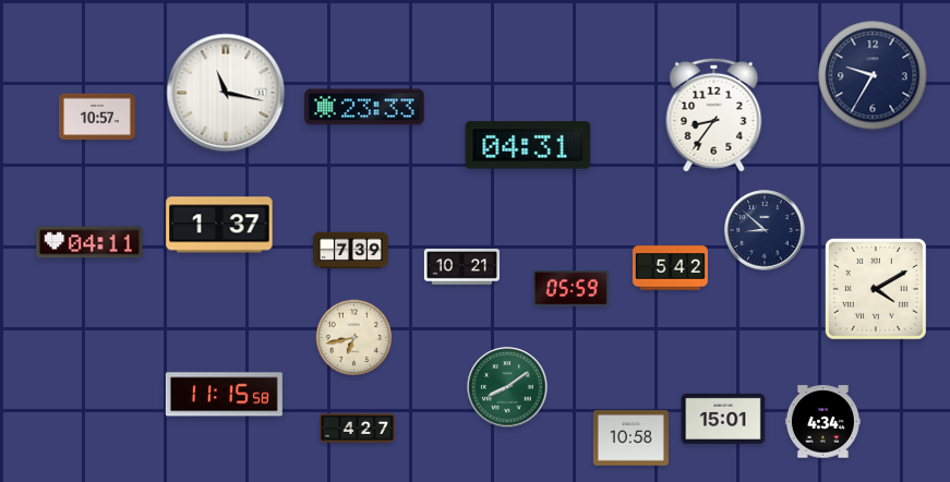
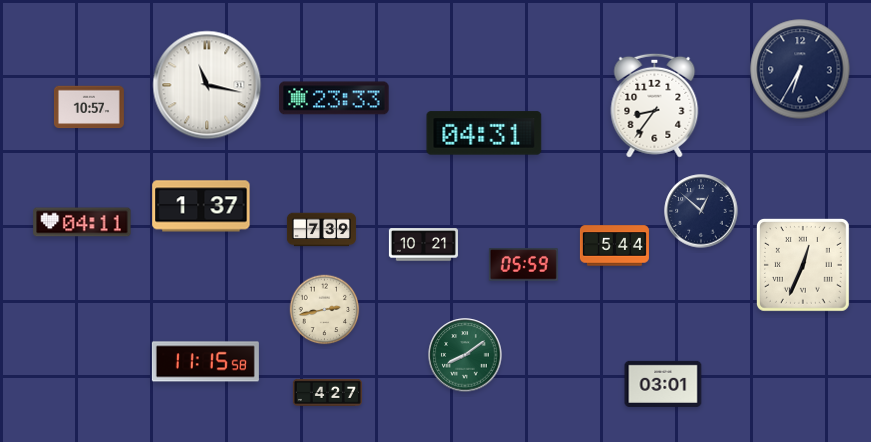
clock at (873, 75): 9:35 -> 6:35
clock at (765, 230): 8:52 -> 12:52
clock at (670, 268): 5:42 -> 5:44
clock at (876, 289): 4:10 -> 12:34
clock at (354, 338): 6:43 -> 2:43
clock at (723, 419): 15:01 -> 03:01
clock at (822, 422): 4:34 -> none
clock at (630, 438): 10:58 -> none
